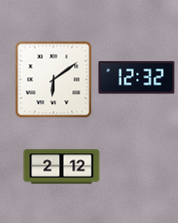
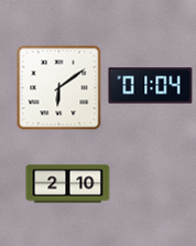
clock at (137, 78): 12:32 -> 01:04
clock at (62, 167): 2:12 -> 2:10
